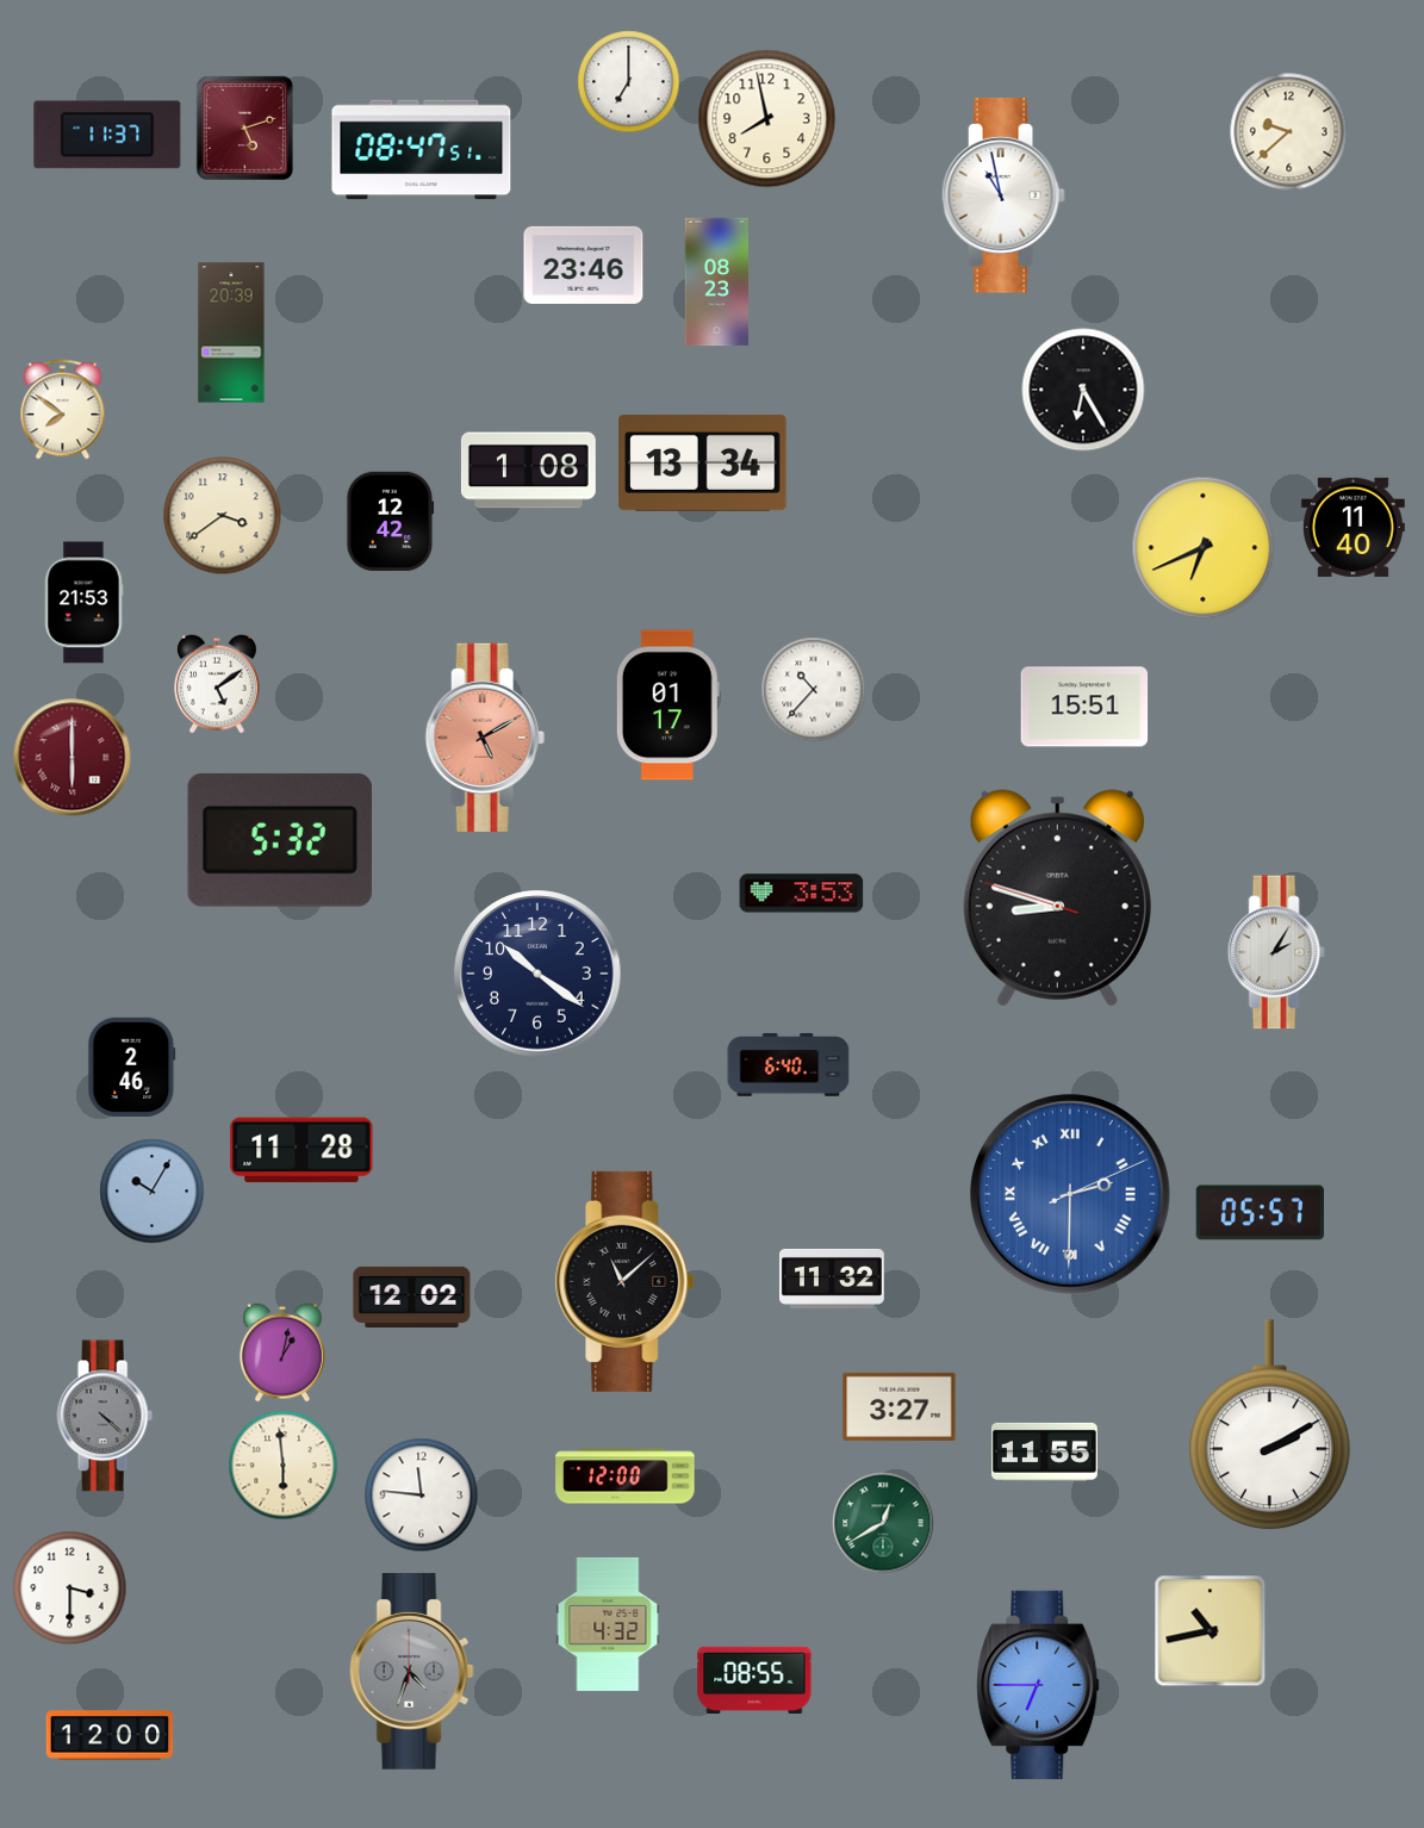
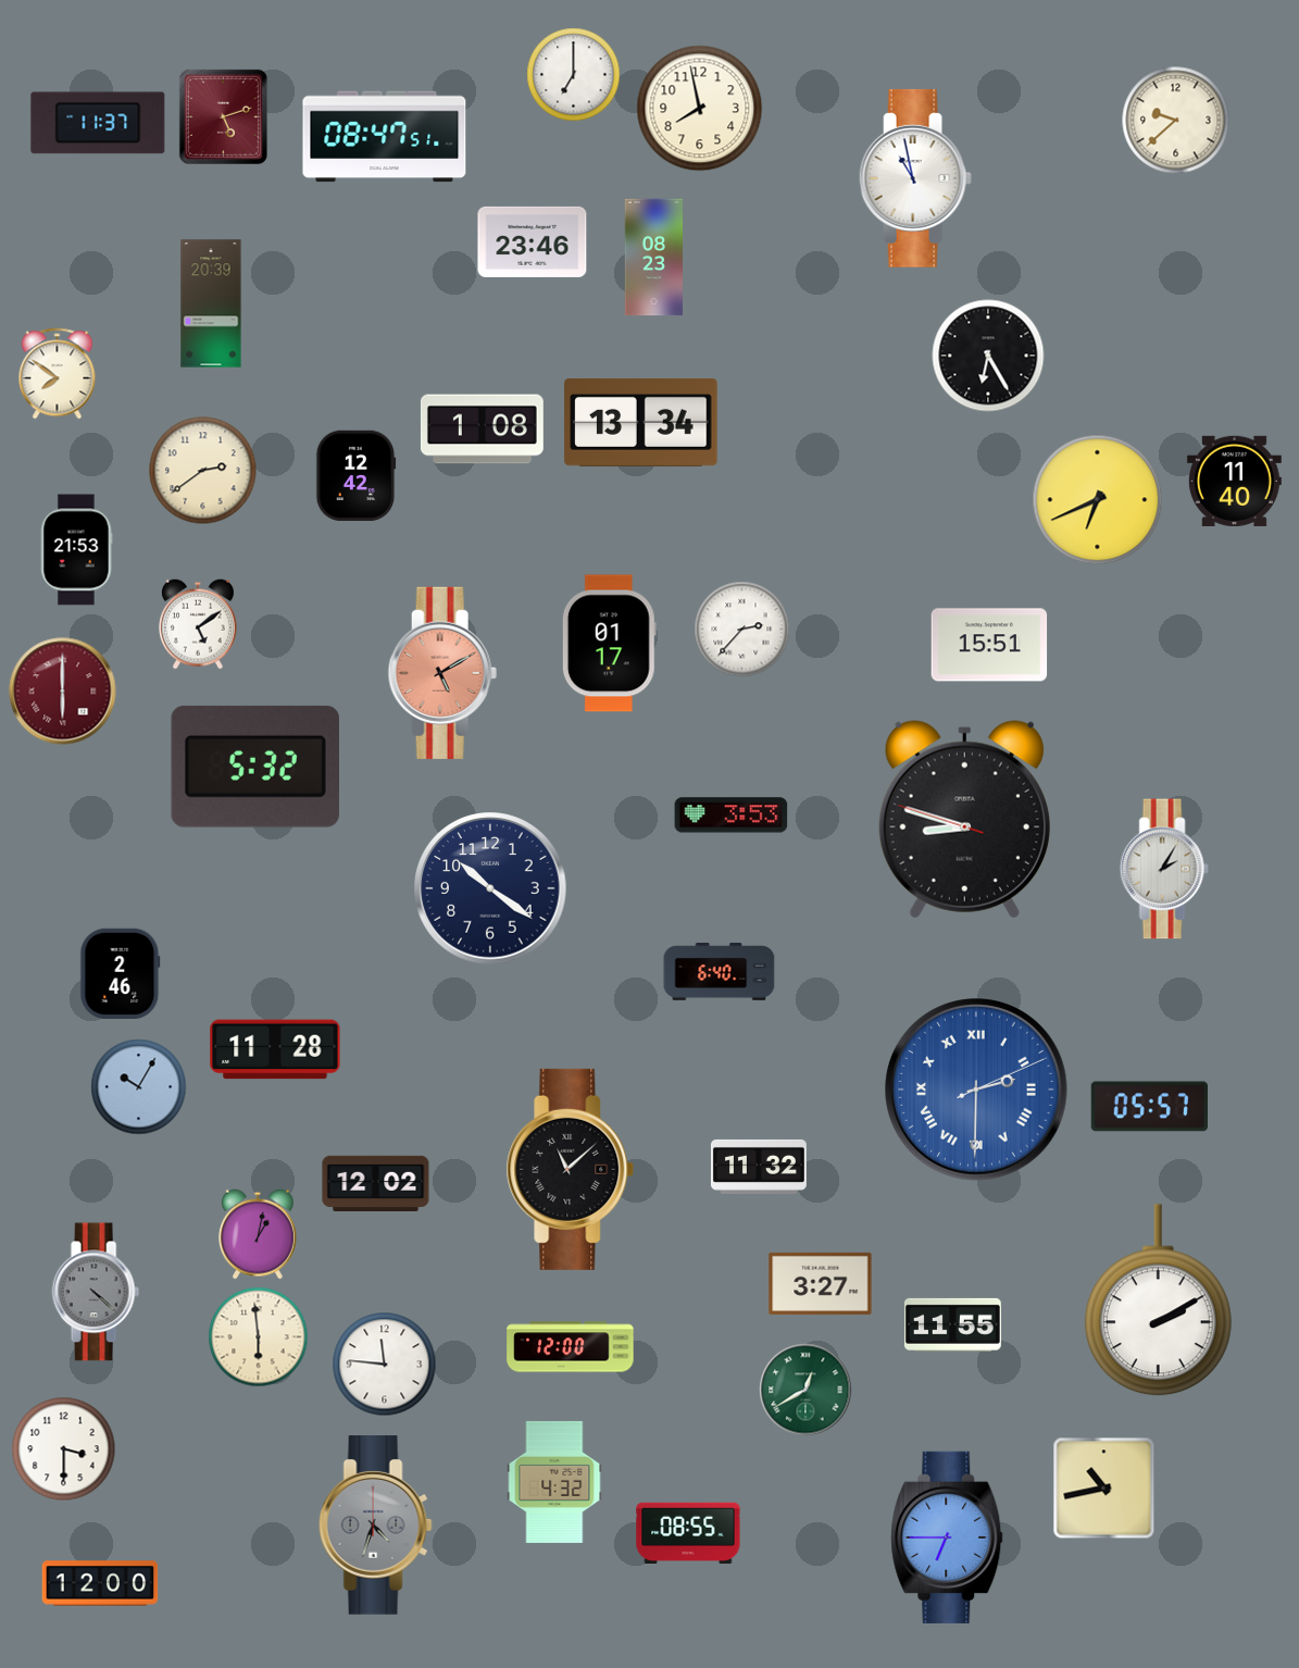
clock at (223, 516): 3:39 -> 2:39
clock at (814, 690): 10:37 -> 2:37
clock at (73, 758) position: (73, 758) -> (63, 692)
